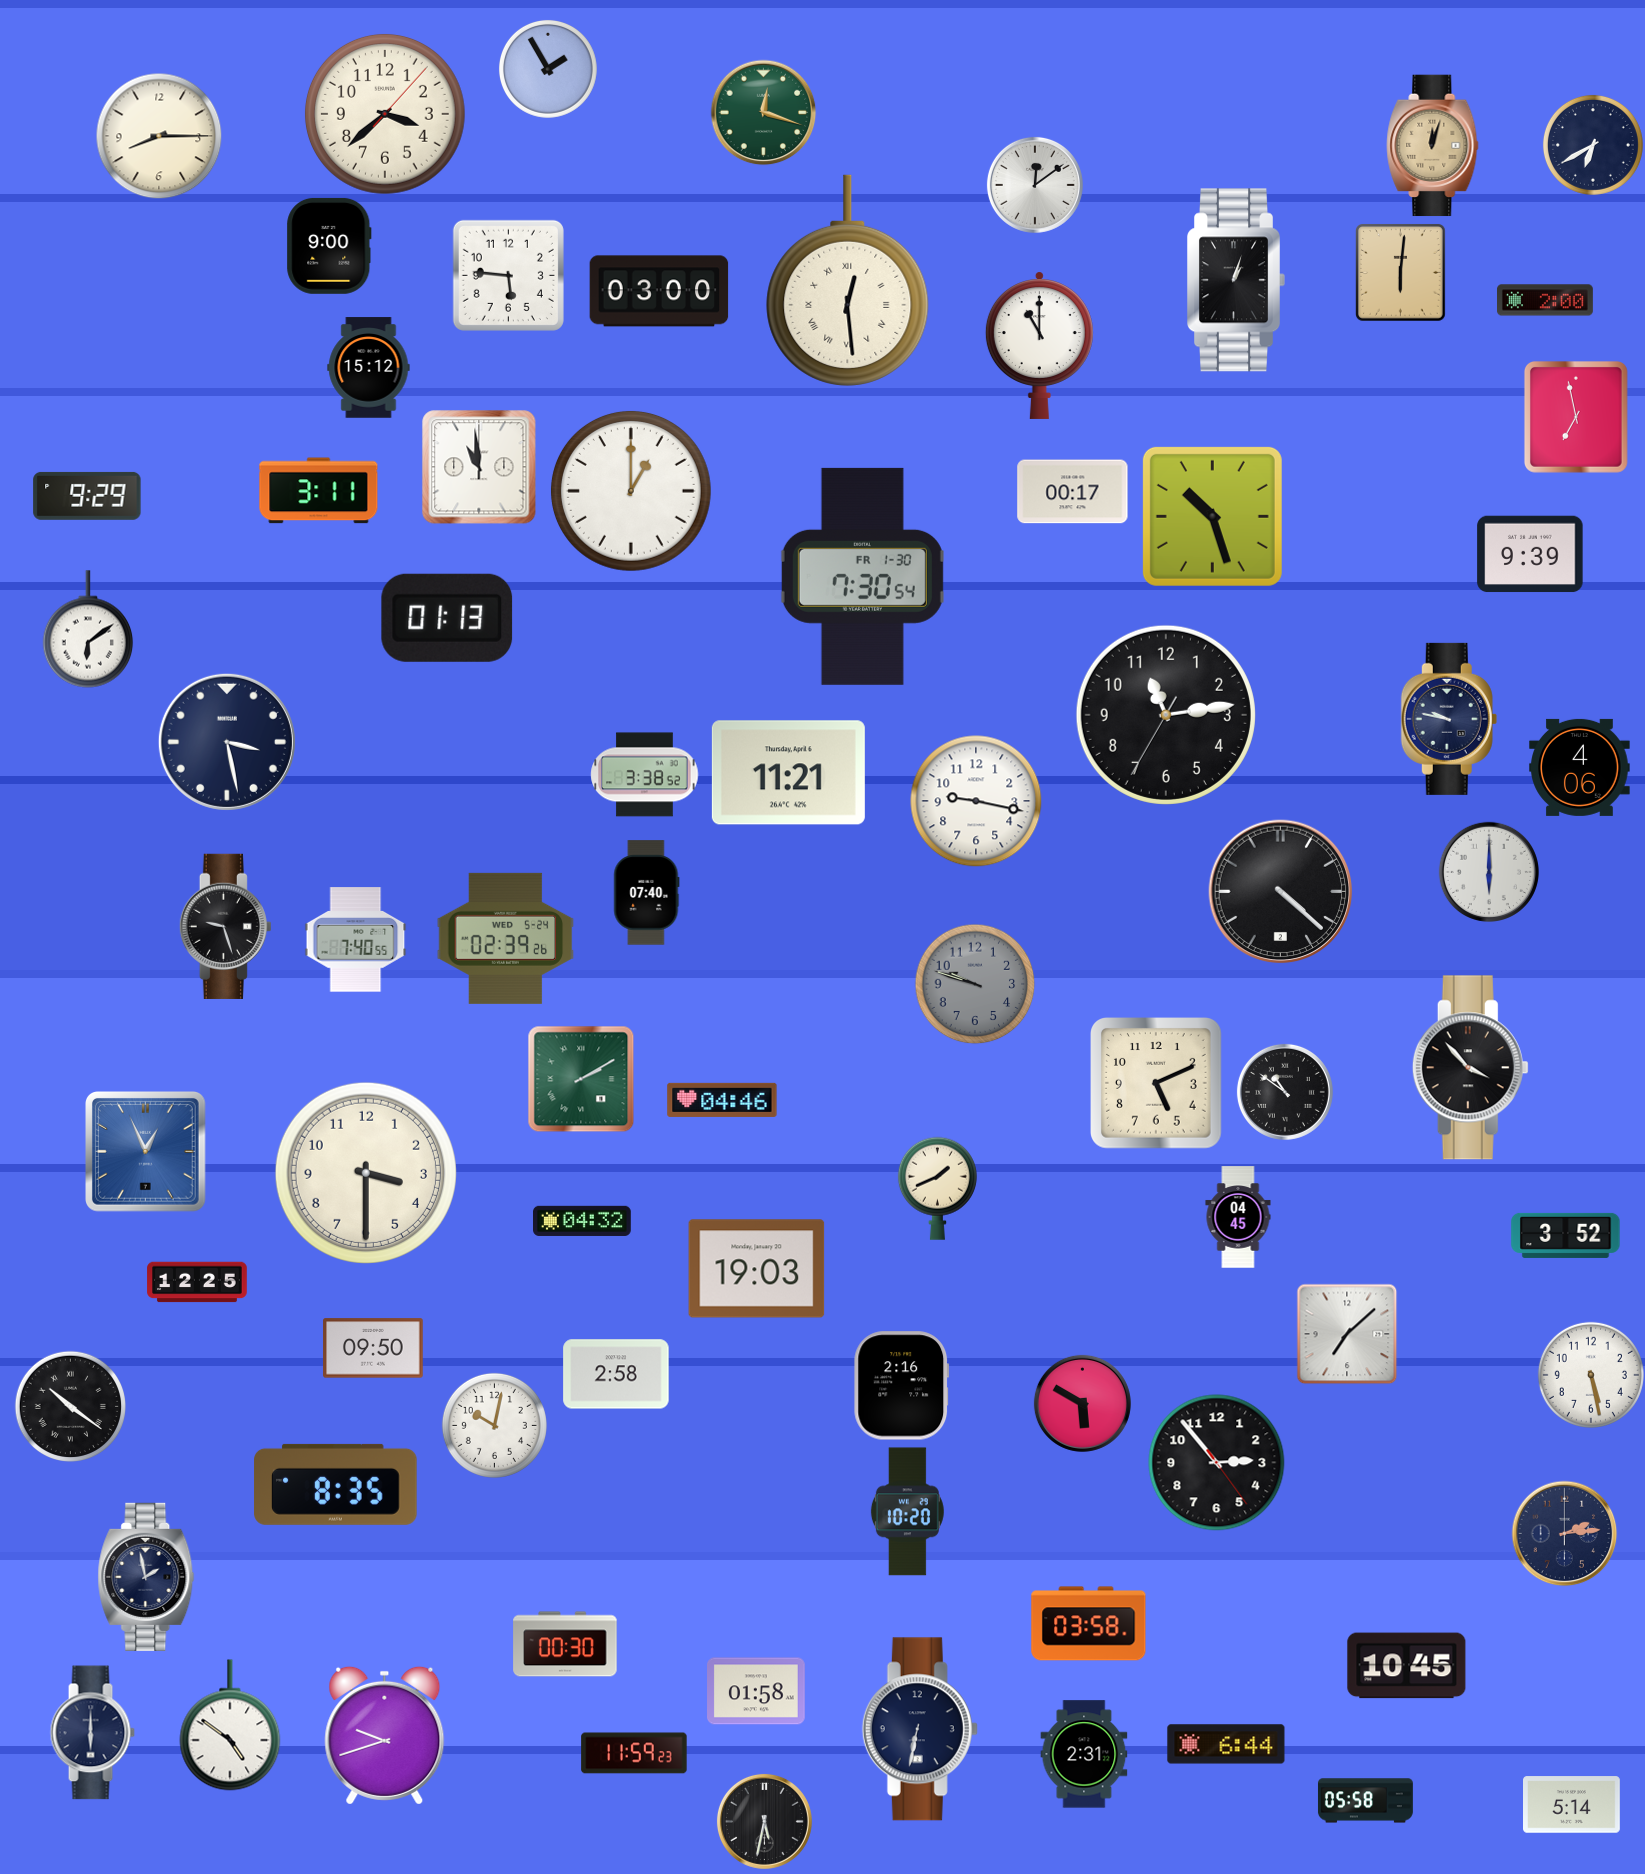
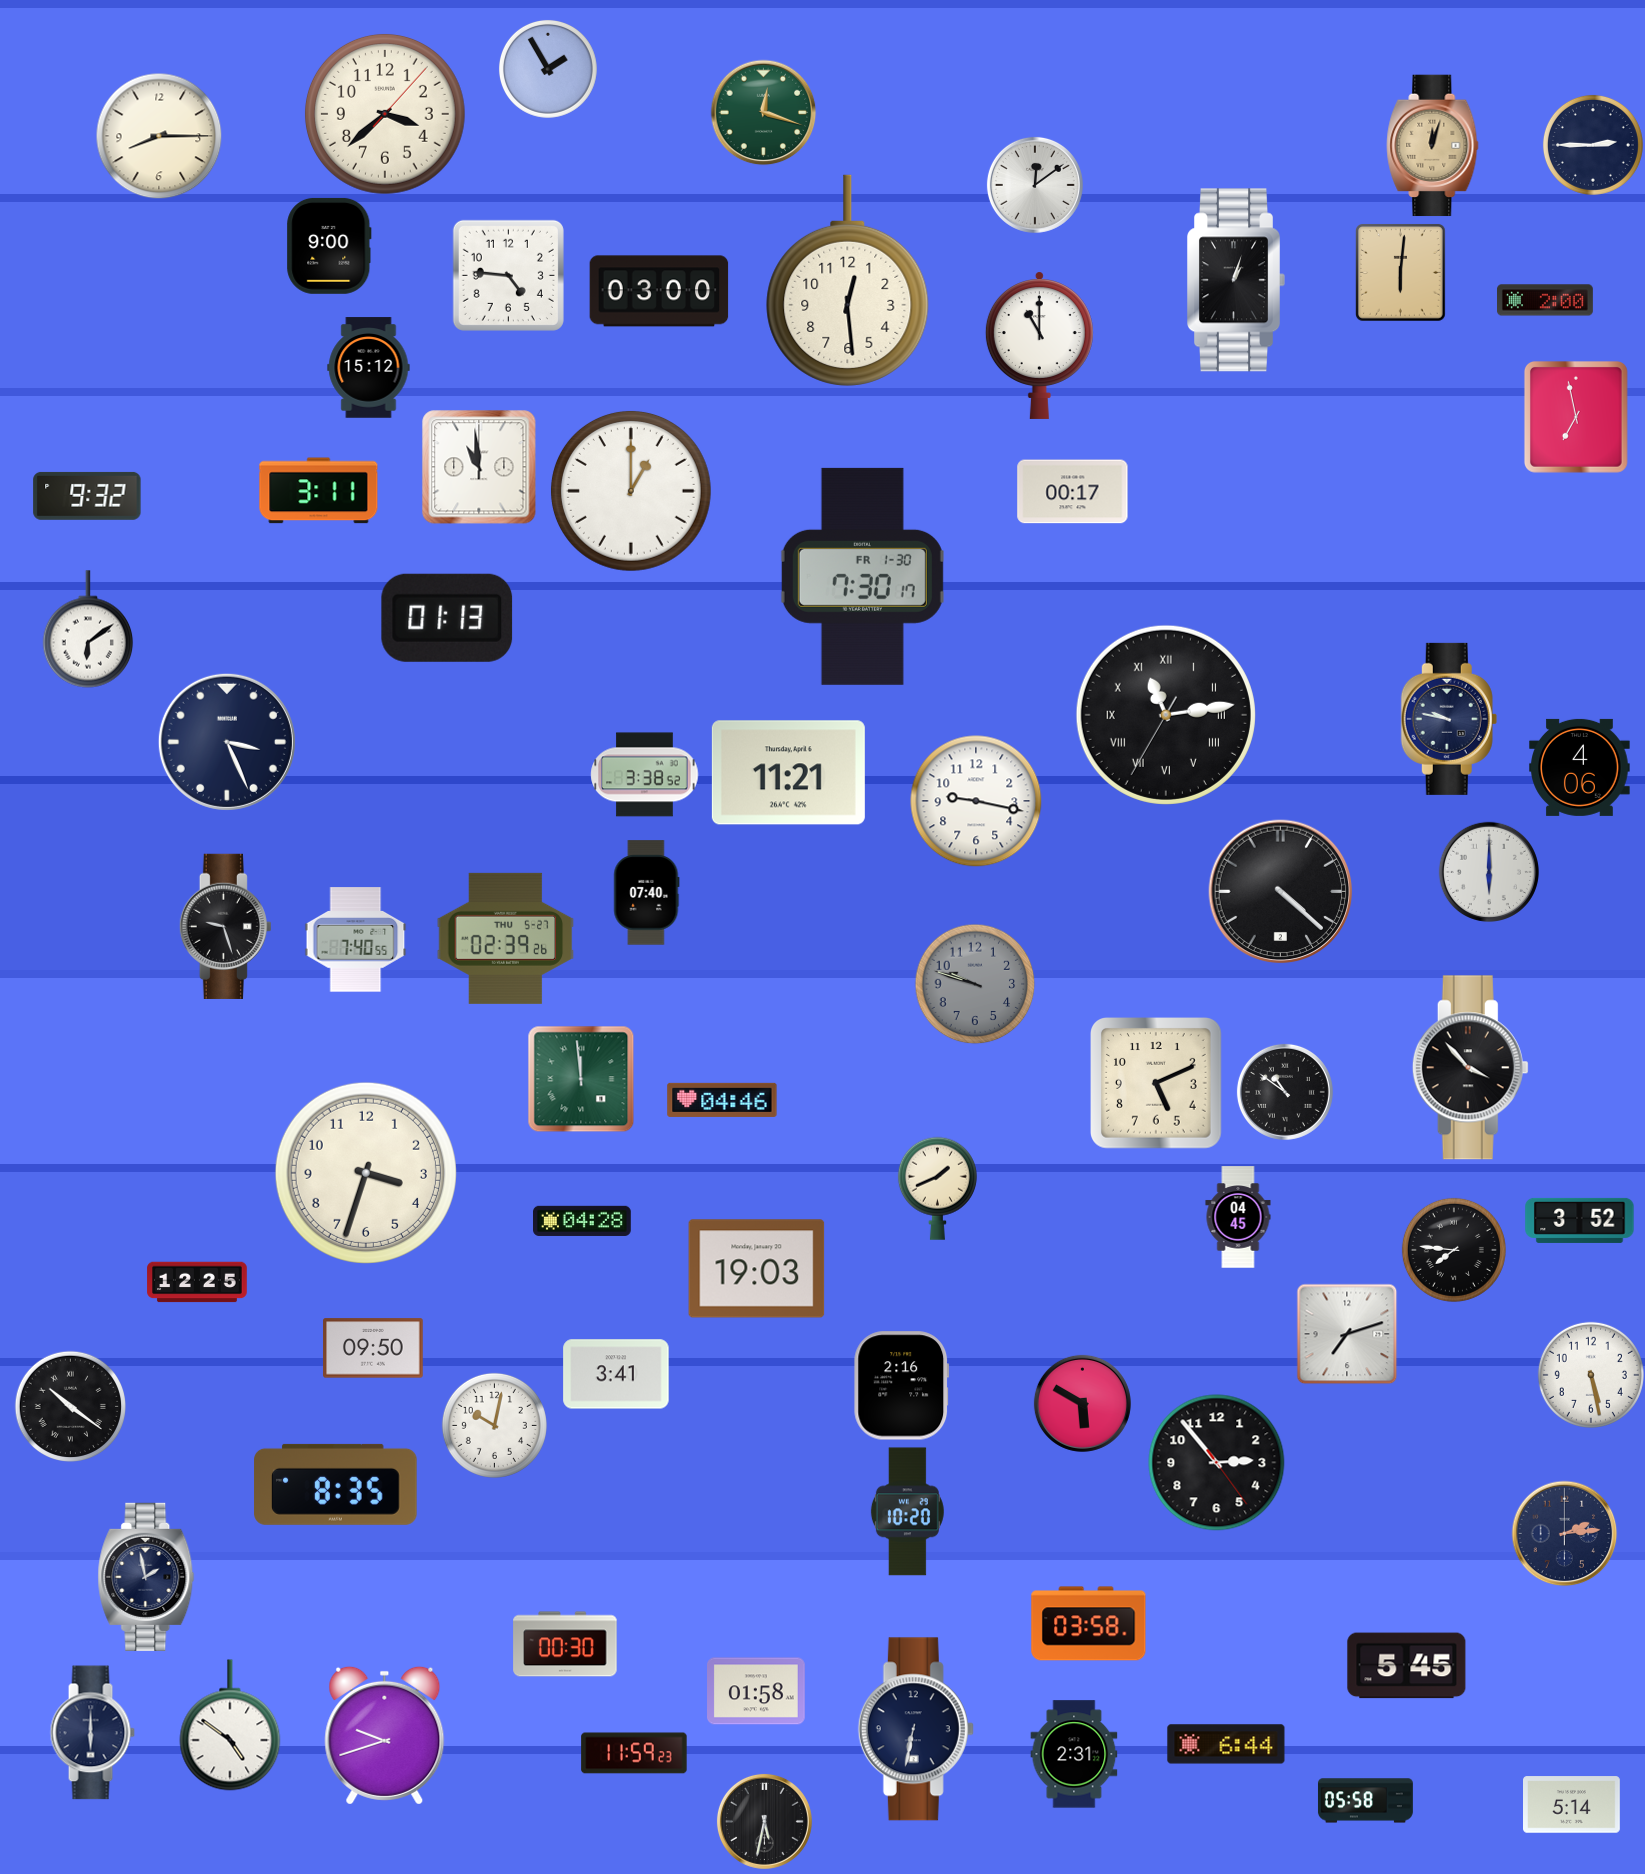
clock at (1593, 145): 6:40 -> 2:45
clock at (508, 275): 5:46 -> 4:46
clock at (848, 280) numerals: Roman -> Arabic
clock at (87, 496): 9:29 -> 9:32
clock at (1212, 516): 10:27 -> none
clock at (1530, 554): 9:39 -> none
clock at (862, 576): 7:30:54 -> 7:30:17
clock at (1166, 715) numerals: Arabic -> Roman
clock at (227, 742): 3:28 -> 3:26
clock at (506, 938) date: WED 5-24 -> THU 5-27
clock at (581, 1079): 2:10 -> 11:59
clock at (146, 1152): 12:56 -> none
clock at (366, 1173): 3:30 -> 3:33
clock at (583, 1221): 04:32 -> 04:28
clock at (1566, 1235) position: (1566, 1235) -> (1580, 1220)
clock at (1454, 1250): none -> 7:46
clock at (1347, 1334): 7:08 -> 7:12
clock at (616, 1374): 2:58 -> 3:41
clock at (1407, 1666): 10:45 -> 5:45
clock at (920, 1729) position: (920, 1729) -> (916, 1729)
clock at (1084, 1754) position: (1084, 1754) -> (1074, 1754)
